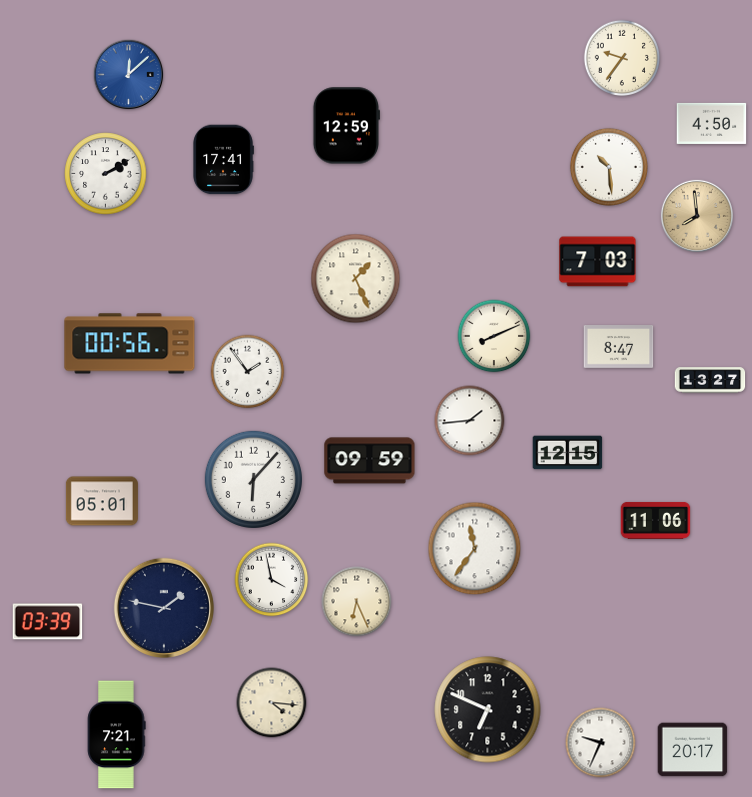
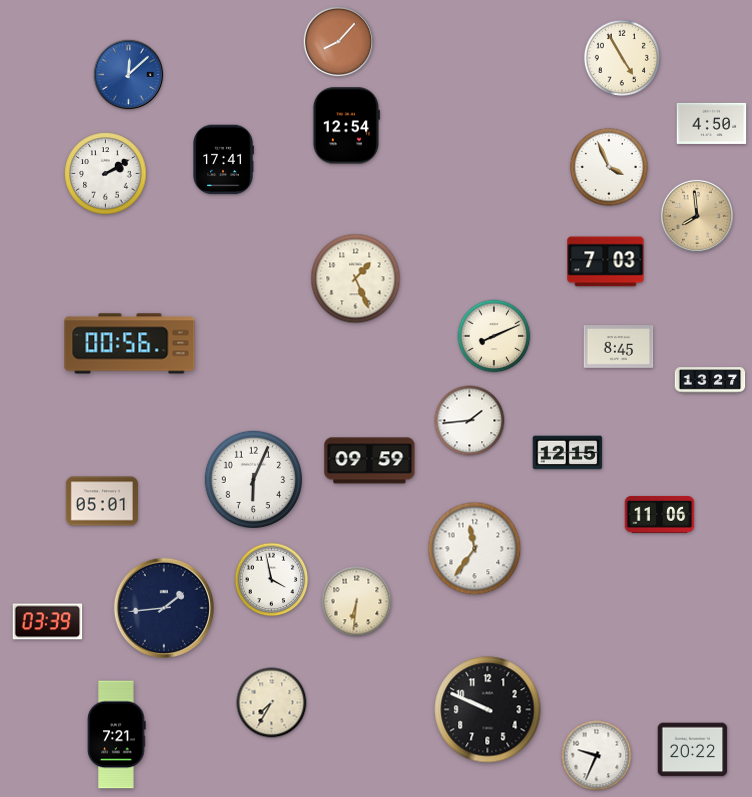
clock at (339, 42): none -> 8:07
clock at (621, 57): 9:36 -> 4:55
clock at (346, 126): 12:59 -> 12:54
clock at (609, 167): 10:29 -> 3:56
clock at (598, 262) position: (598, 262) -> (606, 262)
clock at (619, 347): 8:47 -> 8:45
clock at (248, 372): 1:54 -> none
clock at (253, 479): 6:07 -> 6:04
clock at (656, 520) position: (656, 520) -> (660, 514)
clock at (357, 602): 6:26 -> 6:31
clock at (163, 607): 1:47 -> 1:44
clock at (272, 703): 4:16 -> 7:35
clock at (488, 710): 6:49 -> 9:49
clock at (601, 743) position: (601, 743) -> (597, 756)
clock at (693, 750): 20:17 -> 20:22
